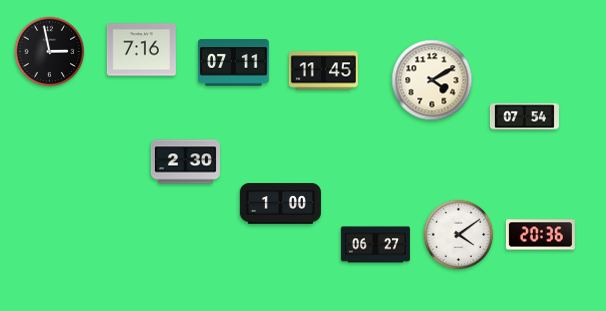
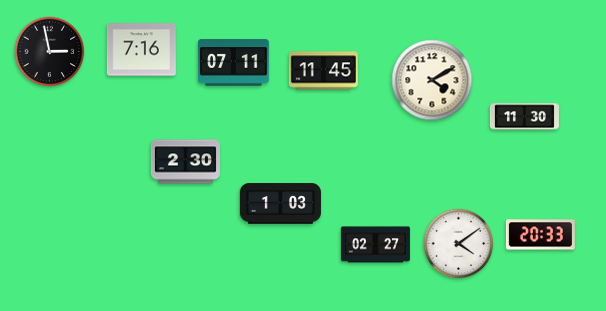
clock at (524, 117): 07:54 -> 11:30
clock at (280, 204): 1:00 -> 1:03
clock at (459, 235) position: (459, 235) -> (459, 244)
clock at (540, 235): 20:36 -> 20:33
clock at (375, 245): 06:27 -> 02:27
